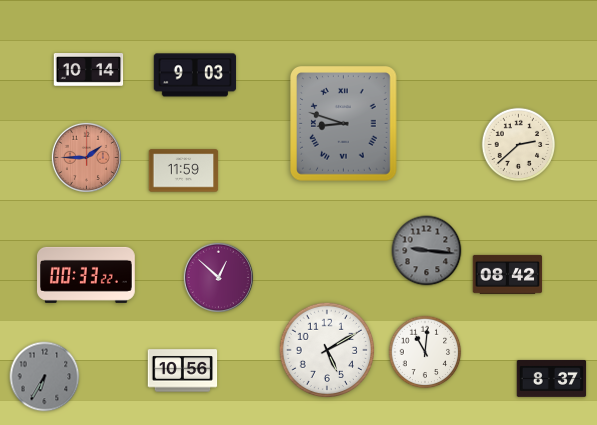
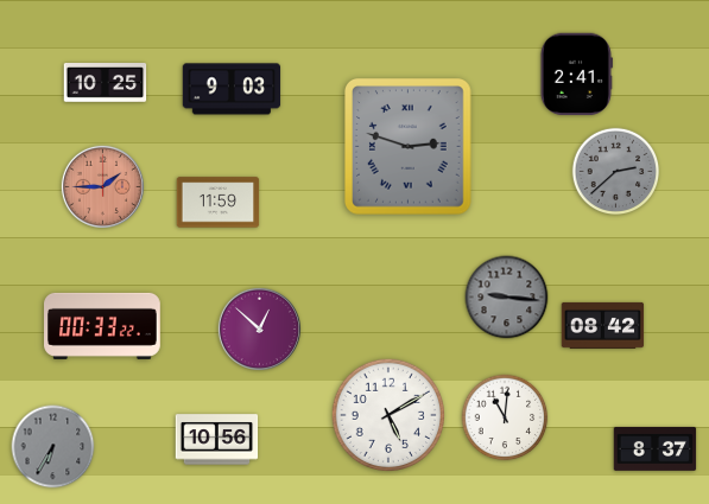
clock at (576, 75): none -> 2:41
clock at (89, 70): 10:14 -> 10:25
clock at (344, 124): 8:48 -> 2:48
clock at (519, 145) dial: cream -> grey
